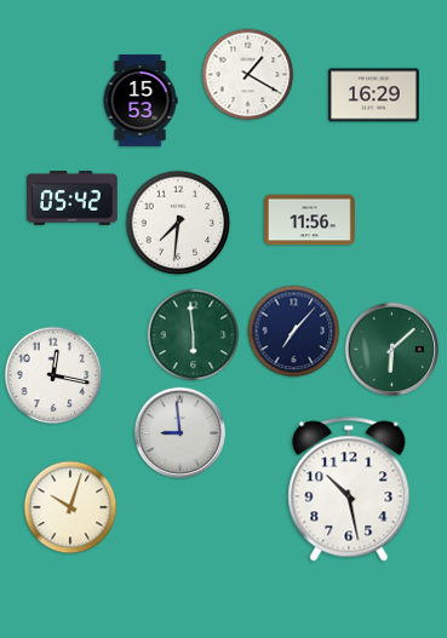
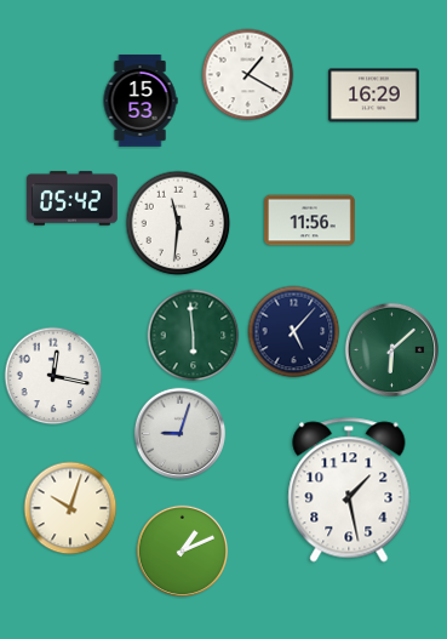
clock at (178, 223): 7:31 -> 11:31
clock at (294, 332): 7:07 -> 5:07
clock at (180, 433): 8:59 -> 9:03
clock at (349, 489): 10:28 -> 1:28
clock at (183, 552): none -> 1:11
